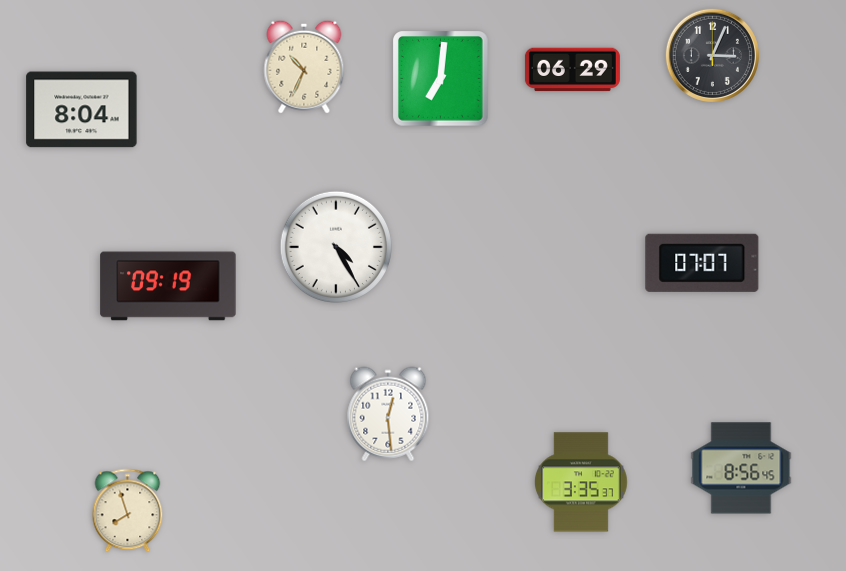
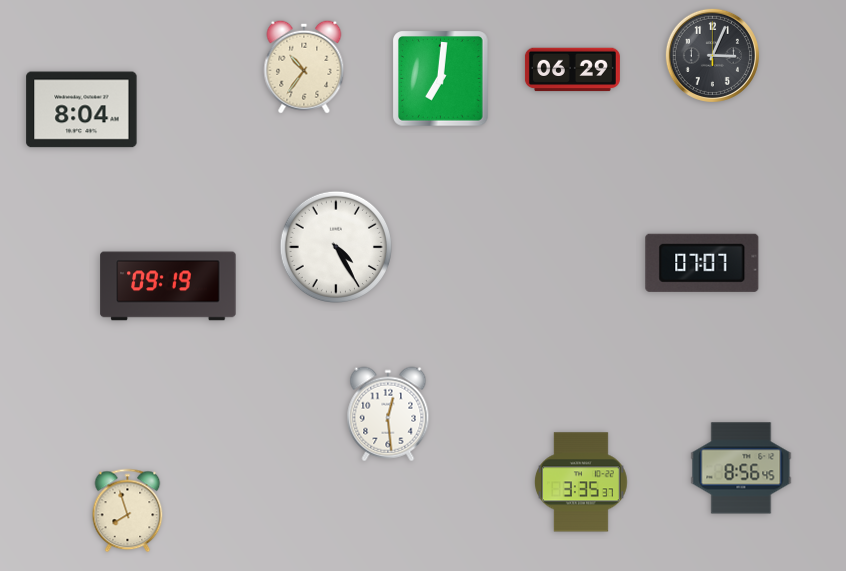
clock at (304, 67): 10:34 -> 10:36
